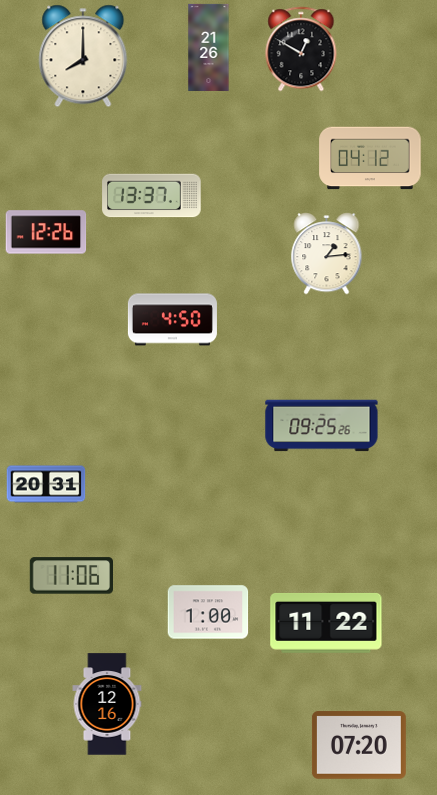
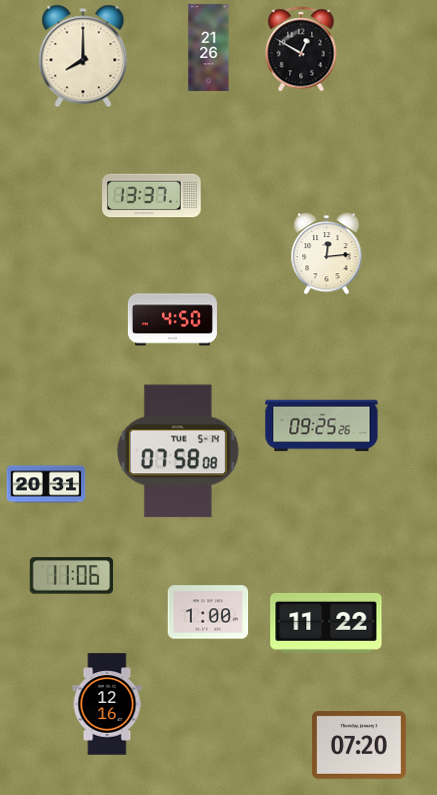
clock at (370, 158): 04:12 -> none
clock at (46, 232): 12:26 -> none
clock at (327, 254): 1:14 -> 12:14
clock at (178, 451): none -> 07:58
